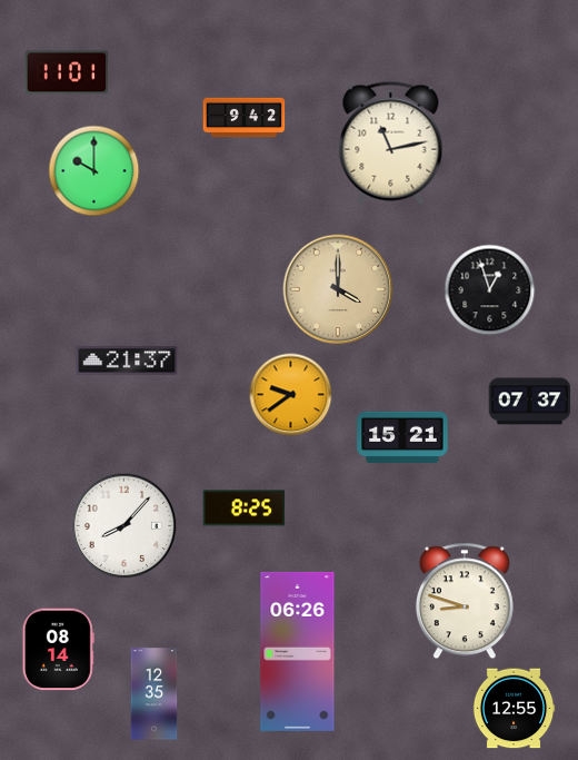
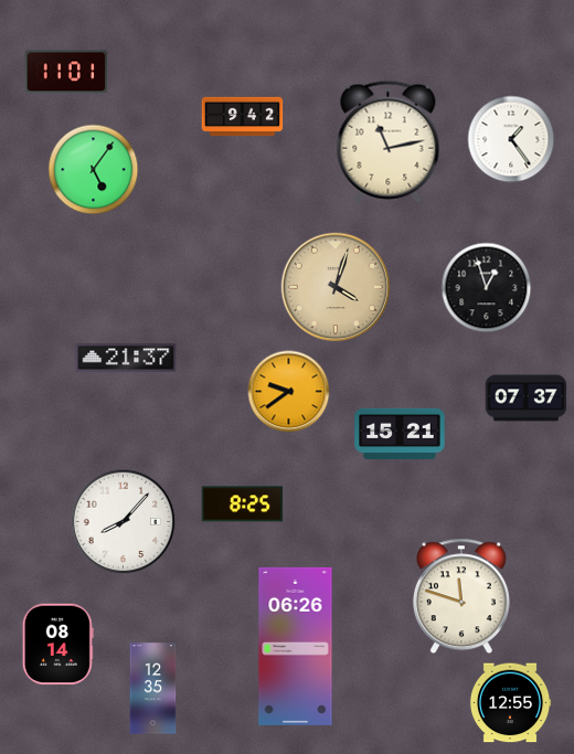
clock at (511, 139): none -> 1:24
clock at (94, 171): 10:00 -> 5:06
clock at (338, 289): 4:00 -> 4:03
clock at (465, 601): 8:48 -> 11:48
